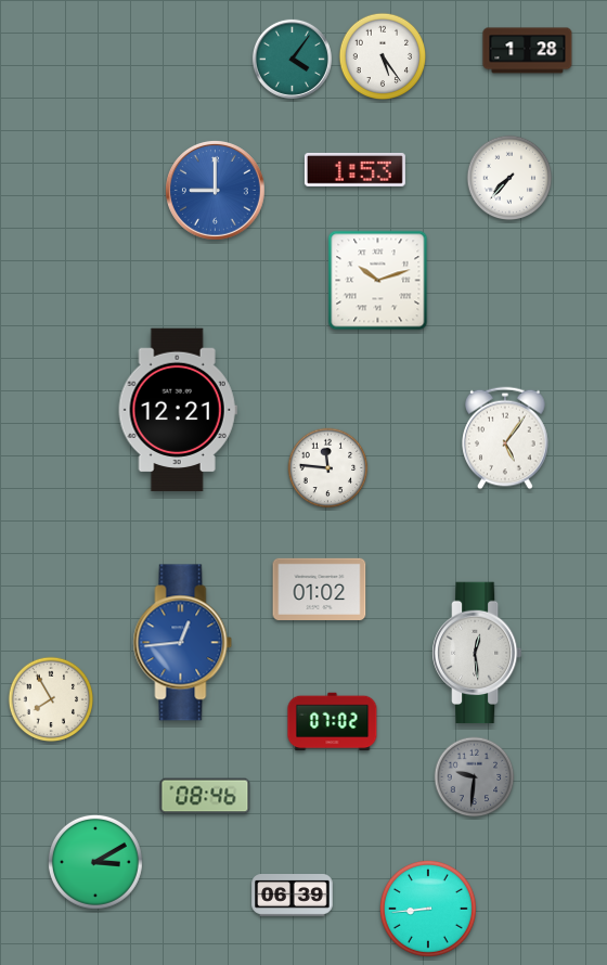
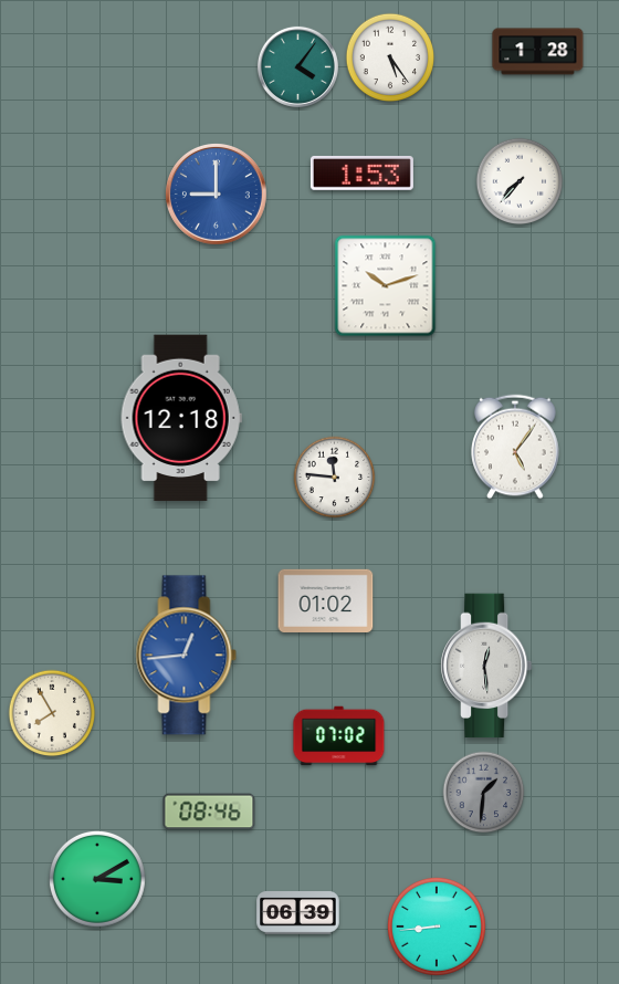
clock at (292, 59) position: (292, 59) -> (297, 66)
clock at (215, 190) position: (215, 190) -> (216, 193)
clock at (178, 410): 12:21 -> 12:18
clock at (475, 777): 9:31 -> 1:31
